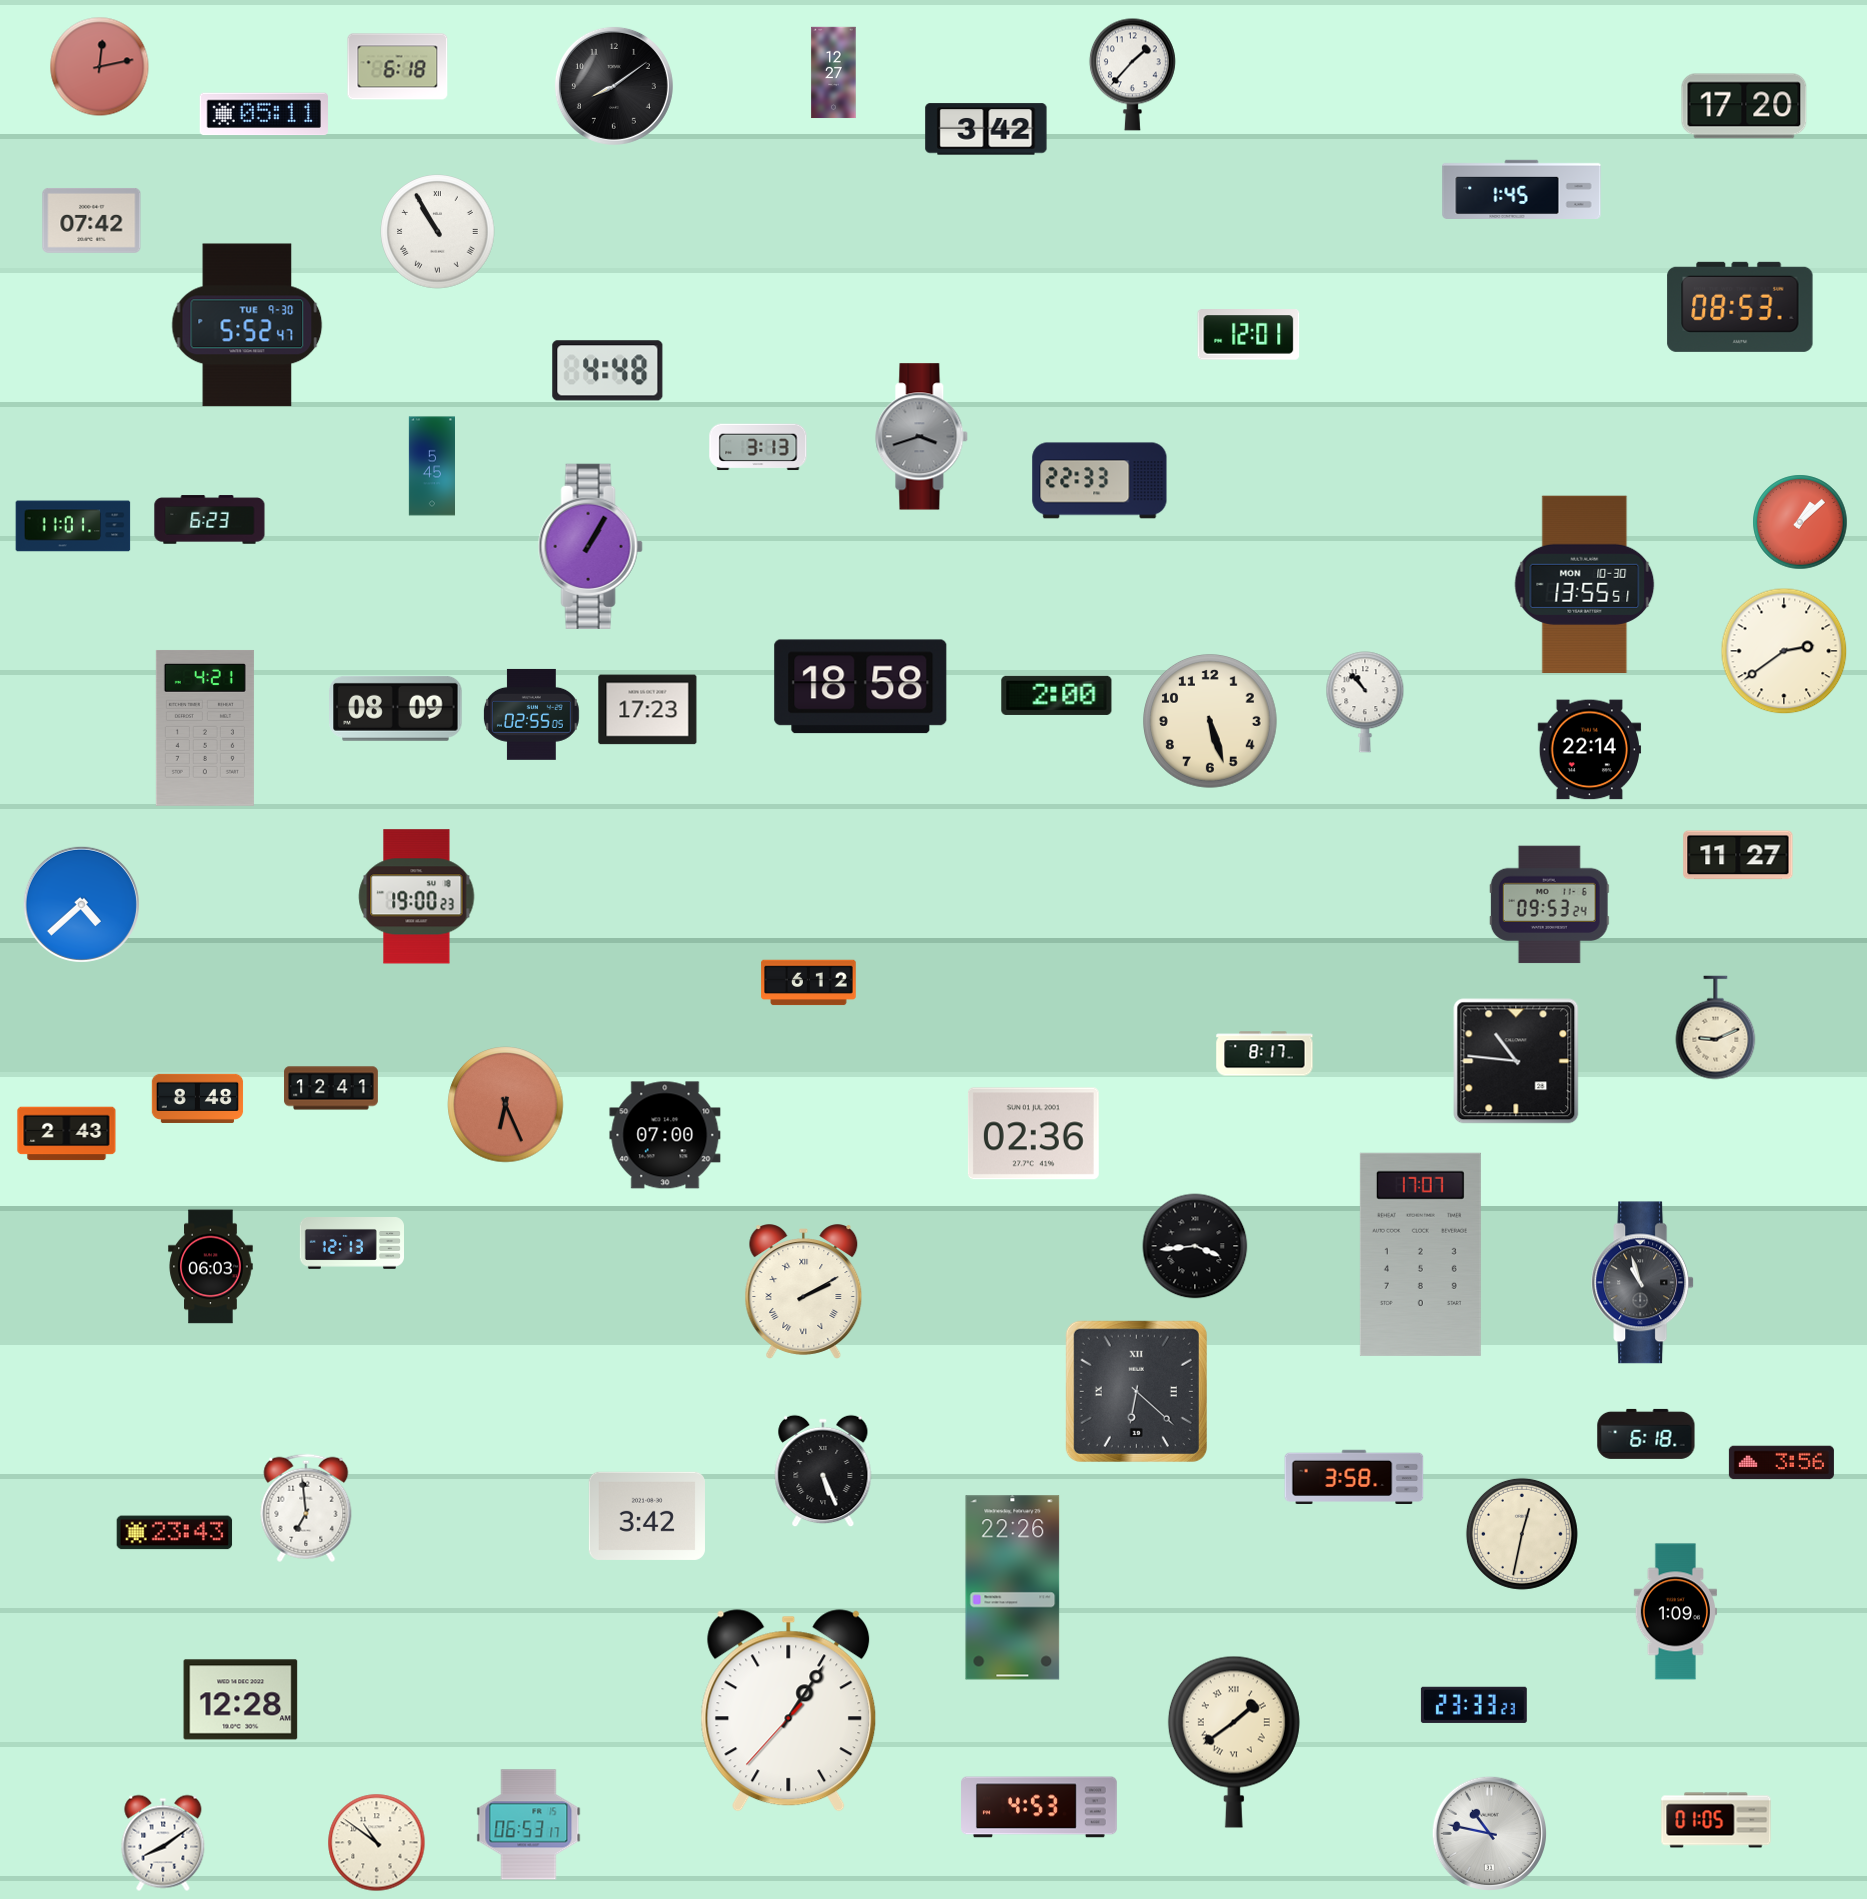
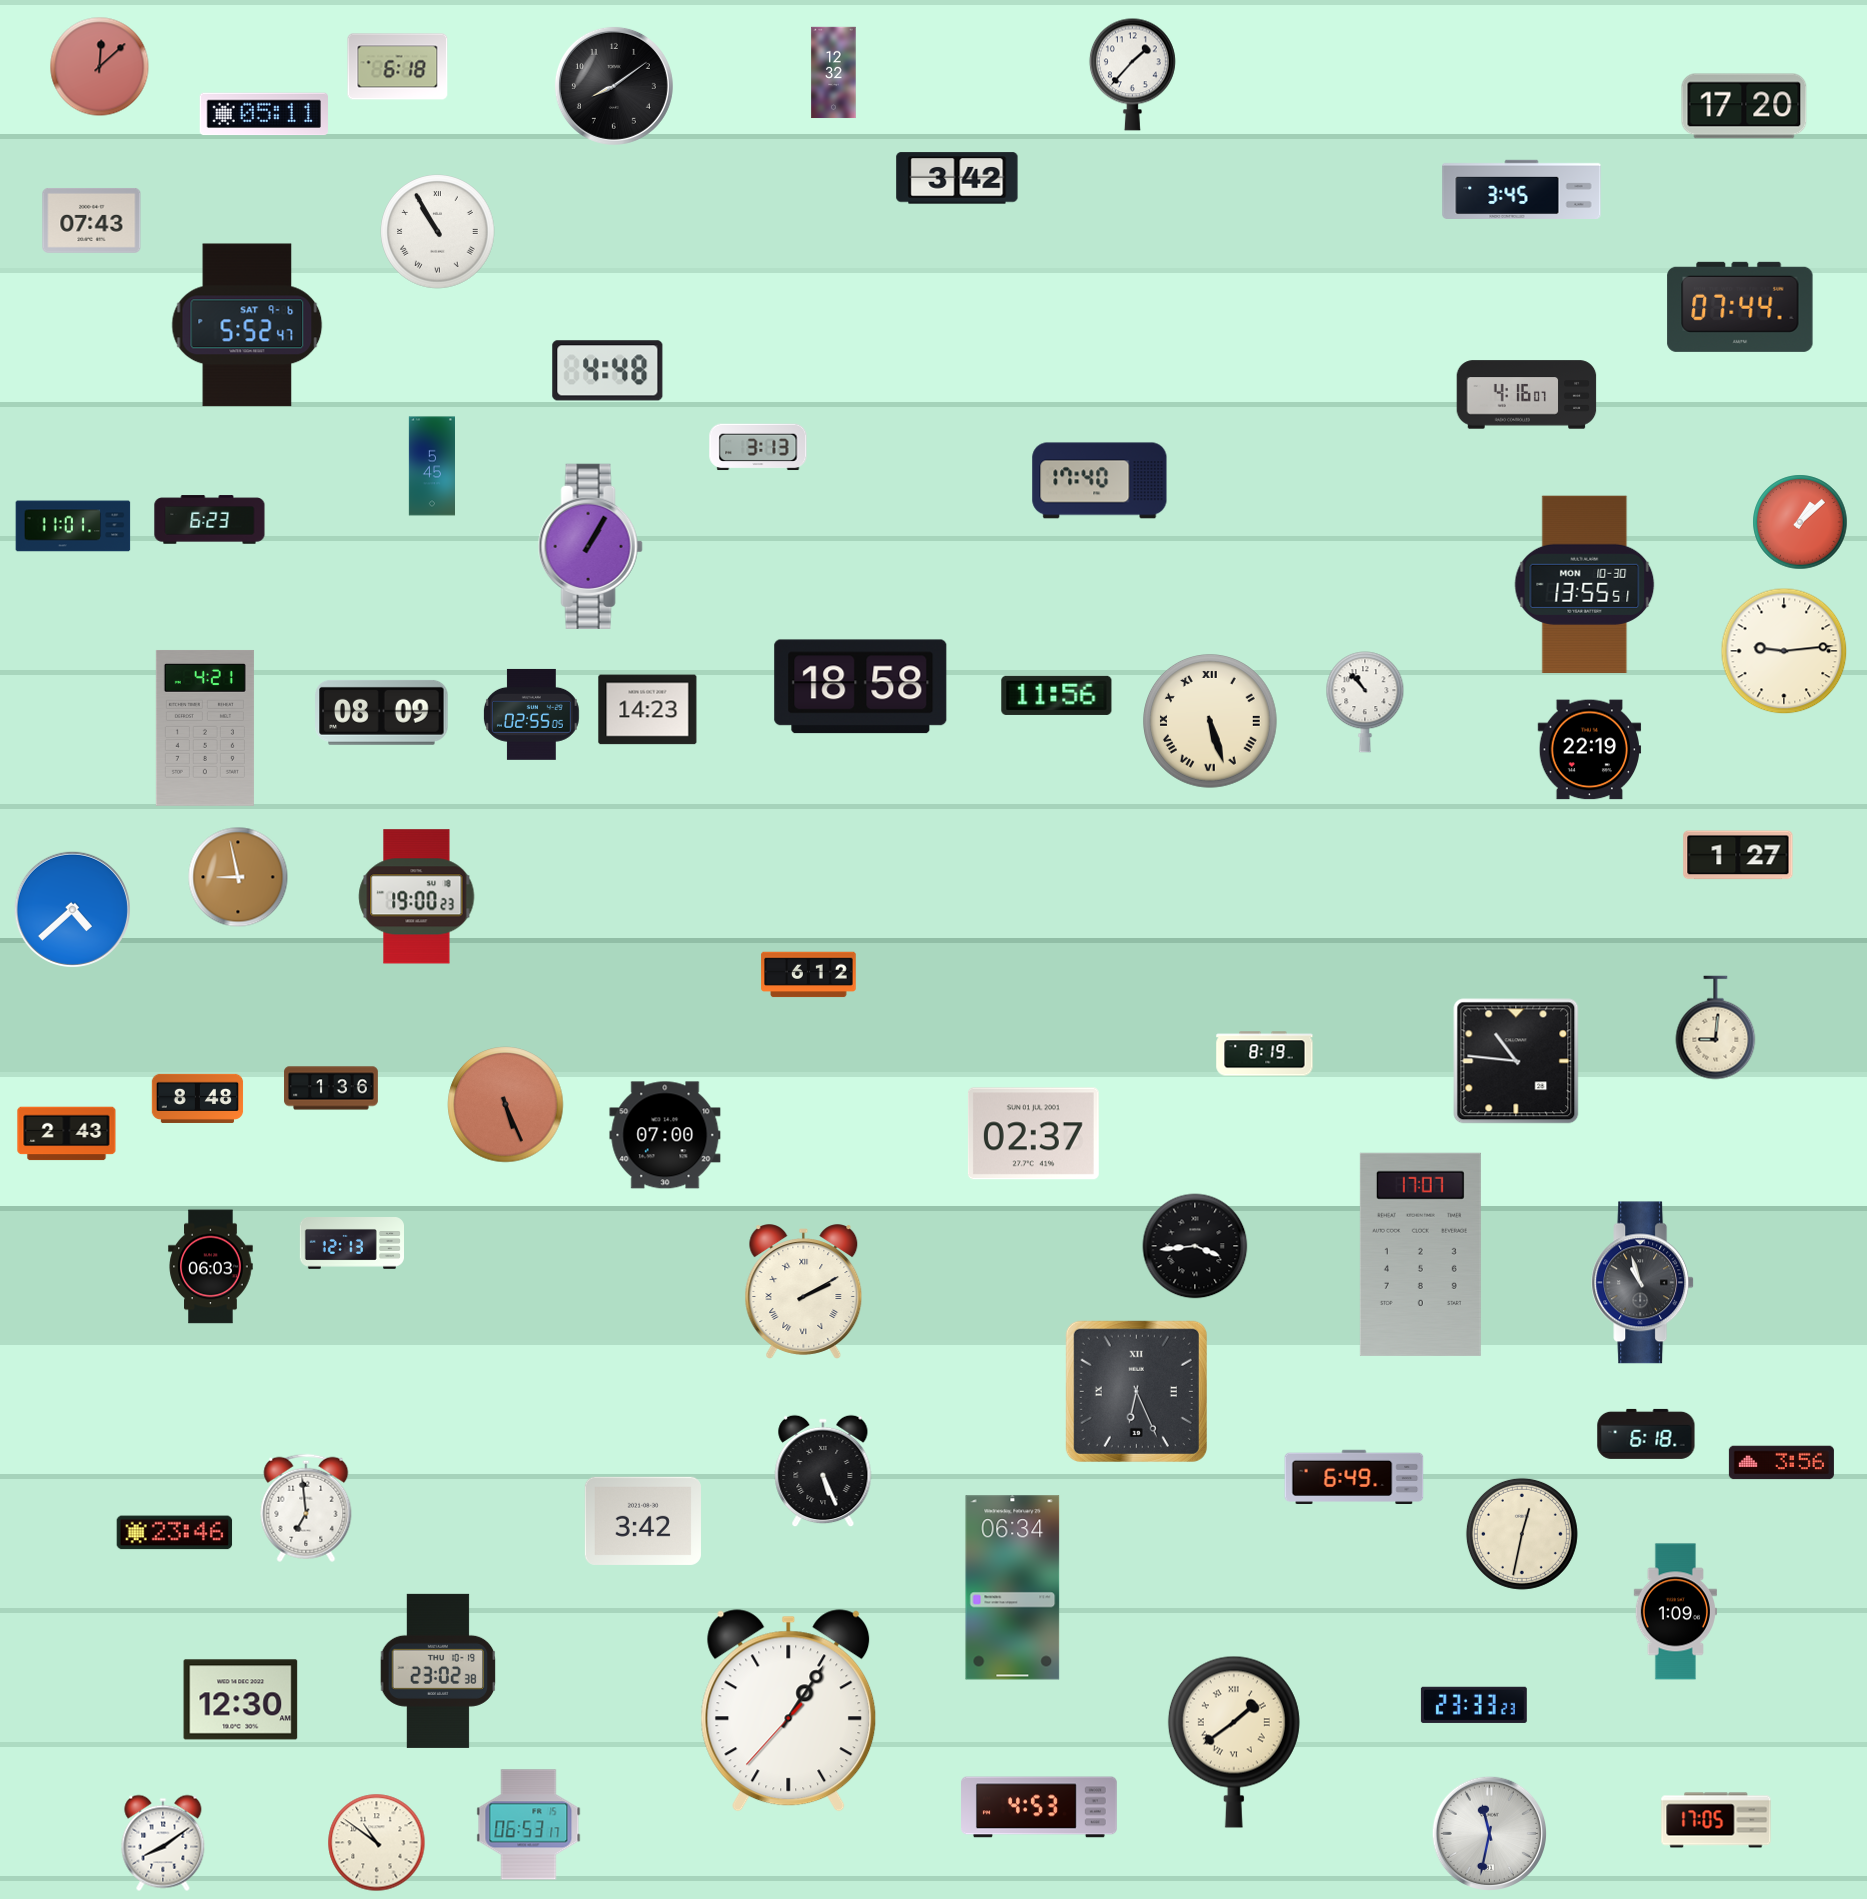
clock at (100, 67): 12:13 -> 12:08
clock at (834, 73): 12:27 -> 12:32
clock at (986, 129) position: (986, 129) -> (957, 178)
clock at (1522, 189): 1:45 -> 3:45
clock at (92, 220): 07:42 -> 07:43
clock at (1740, 307): 08:53 -> 07:44
clock at (247, 325) date: TUE 9-30 -> SAT 9-6
clock at (1249, 335): 12:01 -> none
clock at (1527, 395): none -> 4:16
clock at (922, 437): 3:42 -> none
clock at (1100, 481): 22:33 -> 17:40
clock at (1784, 651): 2:39 -> 9:14
clock at (1057, 695): 2:00 -> 11:56
clock at (396, 708) position: (396, 708) -> (382, 712)
clock at (648, 710): 17:23 -> 14:23
clock at (1211, 722) numerals: Arabic -> Roman
clock at (1590, 750): 22:14 -> 22:19
clock at (1738, 855): 11:27 -> 1:27
clock at (238, 877): none -> 8:58
clock at (81, 904) position: (81, 904) -> (72, 909)
clock at (1549, 905): 09:53 -> none
clock at (809, 983) position: (809, 983) -> (809, 975)
clock at (1716, 1028): 9:11 -> 9:01
clock at (1265, 1054): 8:17 -> 8:19
clock at (331, 1088): 12:41 -> 1:36
clock at (506, 1105): 6:26 -> 5:26
clock at (1033, 1134): 02:36 -> 02:37
clock at (1136, 1391): 6:22 -> 6:26
clock at (1354, 1476): 3:58 -> 6:49
clock at (647, 1516) position: (647, 1516) -> (643, 1521)
clock at (175, 1533): 23:43 -> 23:46
clock at (1013, 1588): 22:26 -> 06:34
clock at (438, 1671): none -> 23:02
clock at (241, 1700): 12:28 -> 12:30
clock at (1716, 1820): 01:05 -> 17:05
clock at (1489, 1833): 10:47 -> 11:32
